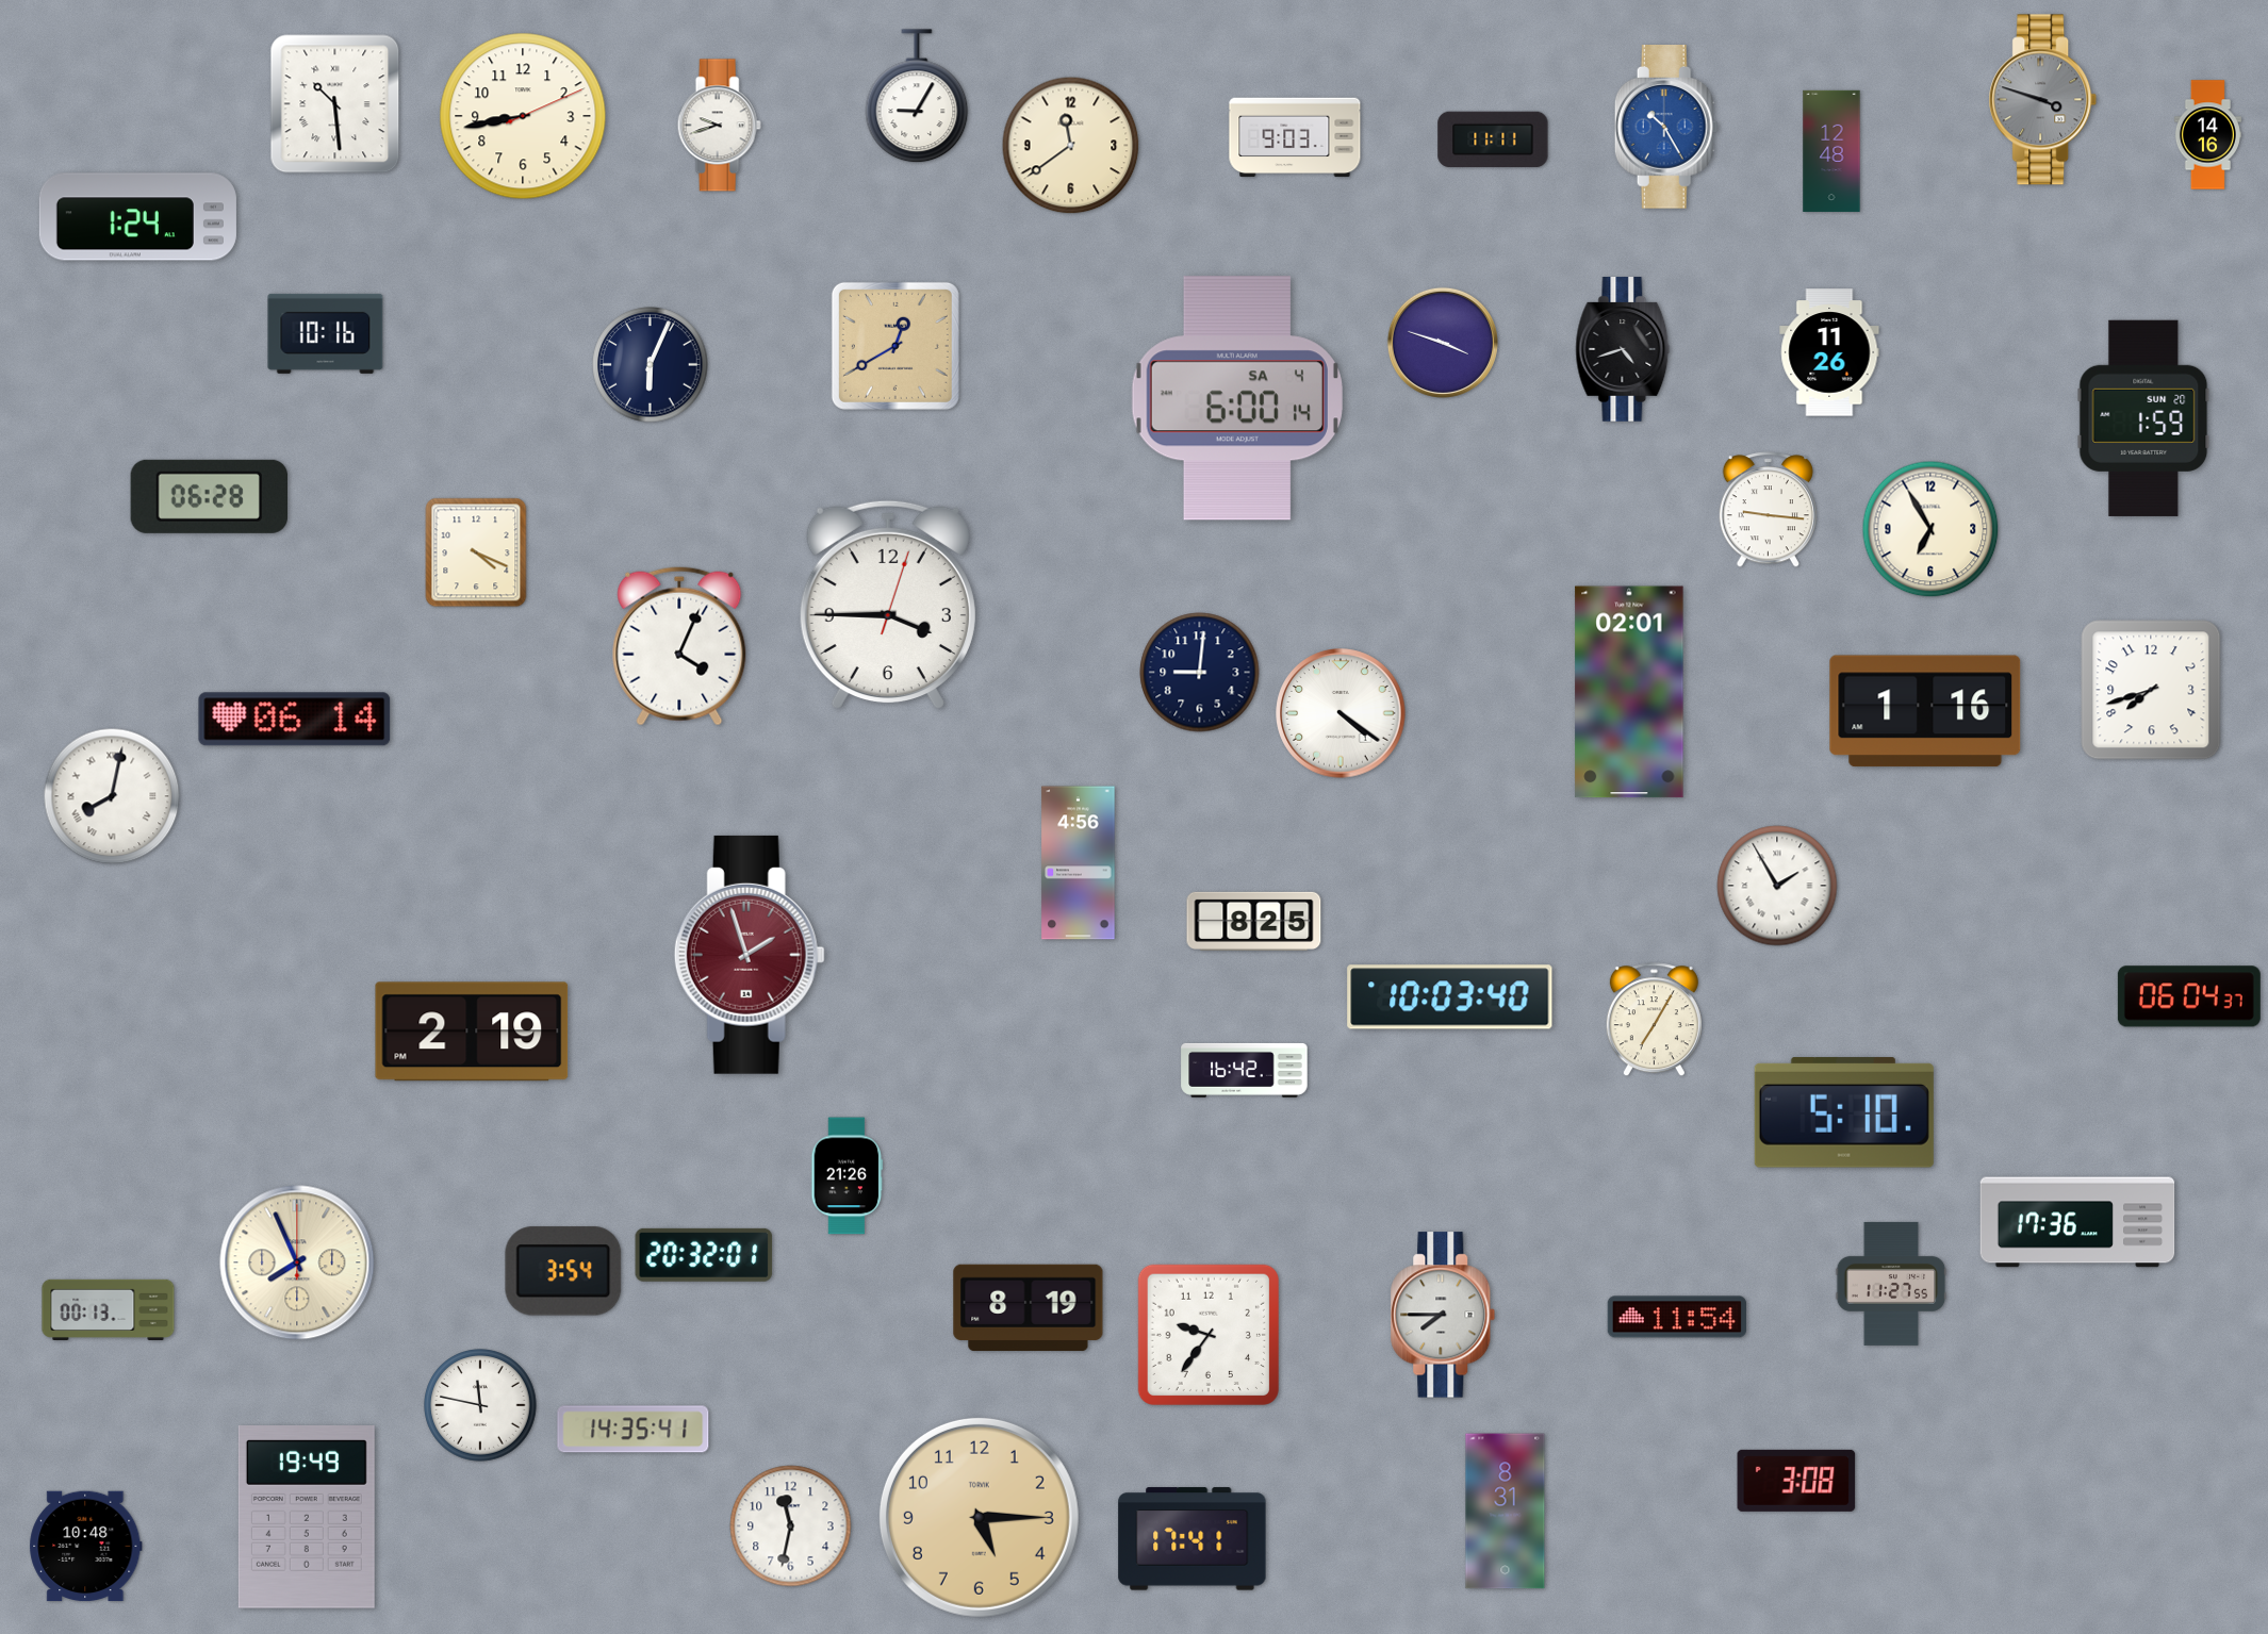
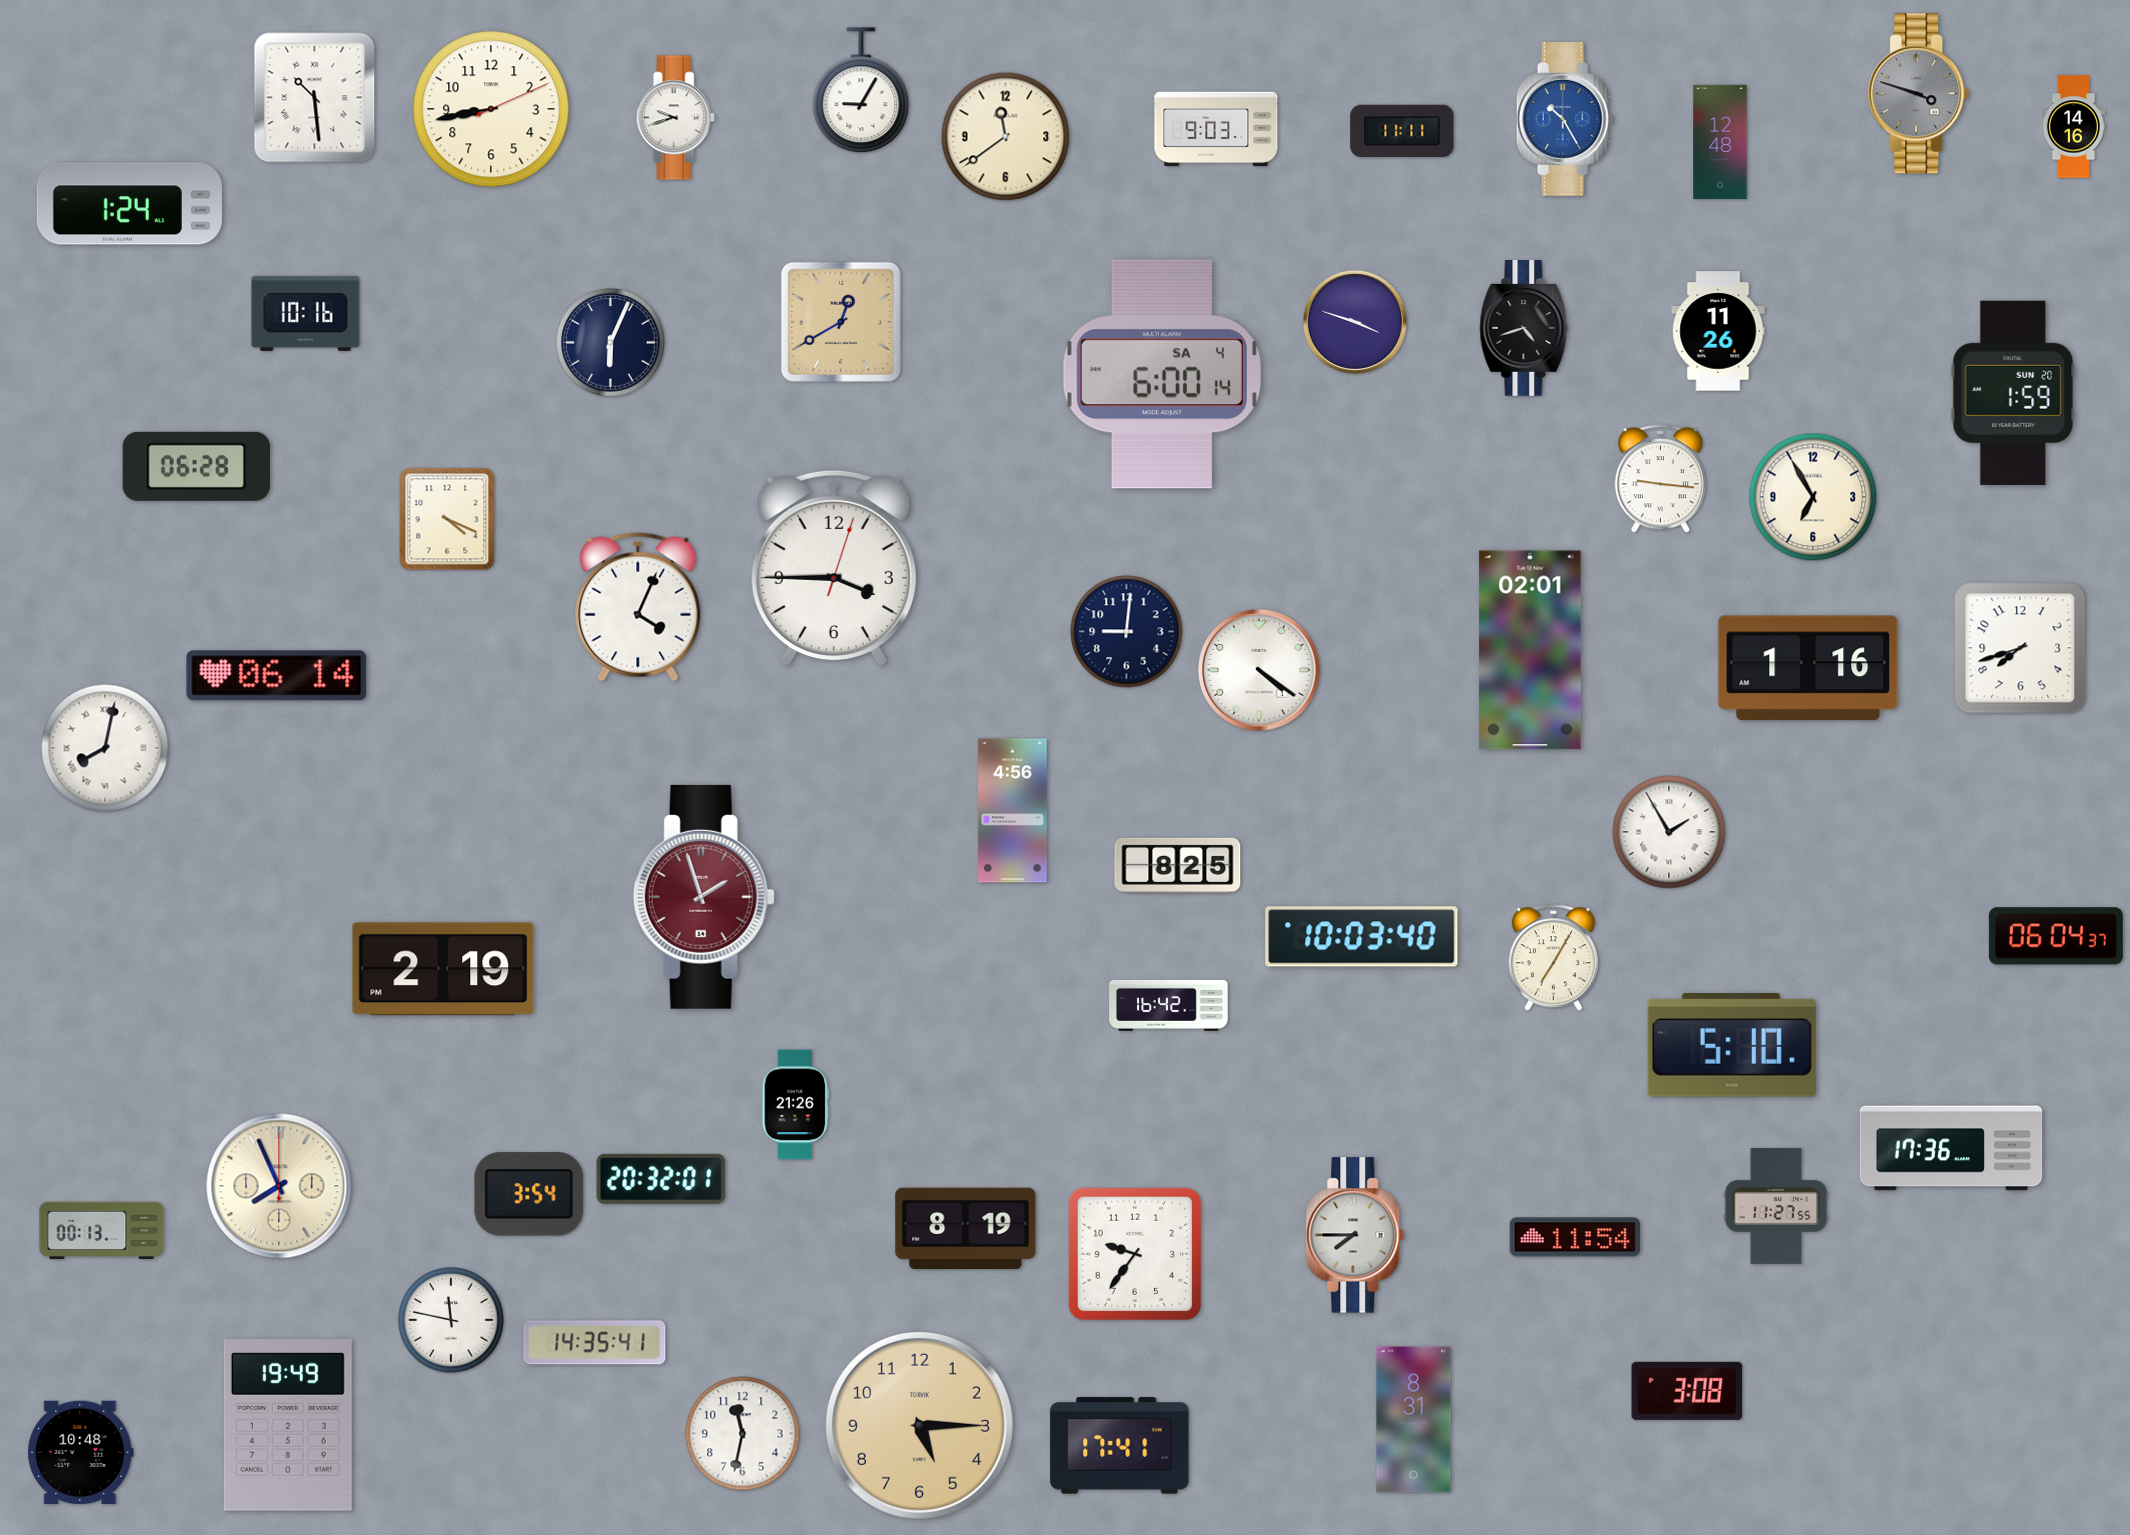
clock at (895, 346) position: (895, 346) -> (841, 322)
